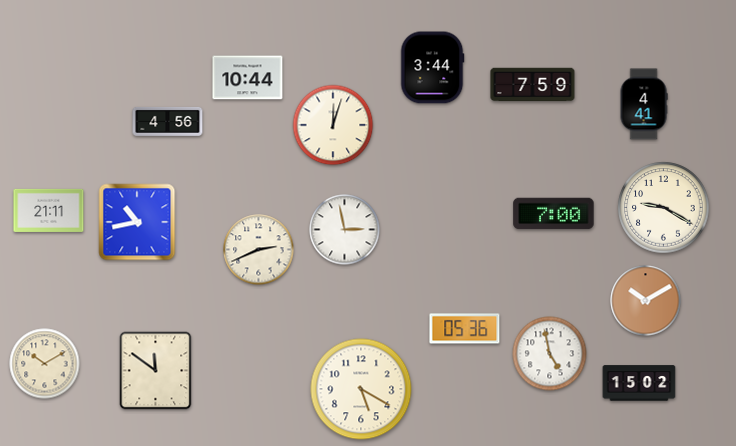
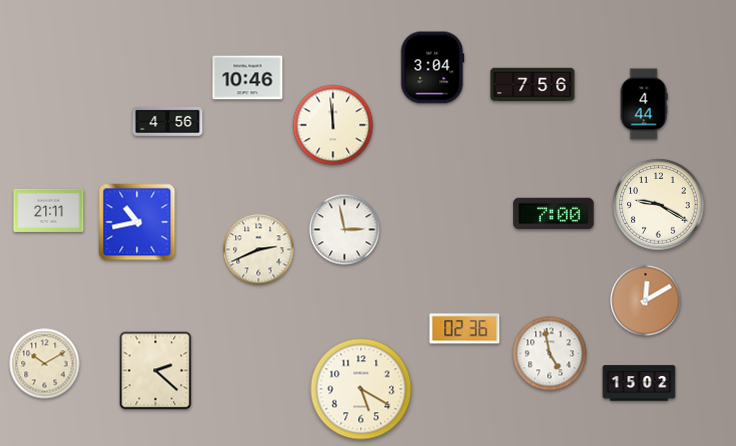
clock at (432, 68): 3:44 -> 3:04
clock at (248, 78): 10:44 -> 10:46
clock at (533, 85): 7:59 -> 7:56
clock at (644, 104): 4:41 -> 4:44
clock at (333, 125): 12:03 -> 11:59
clock at (664, 208) position: (664, 208) -> (659, 205)
clock at (646, 301): 10:10 -> 12:10
clock at (465, 329): 05:36 -> 02:36
clock at (156, 371): 11:51 -> 2:22
